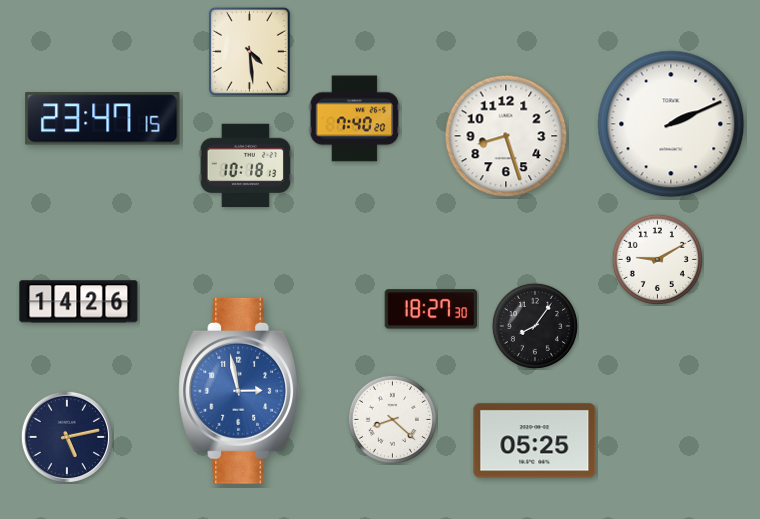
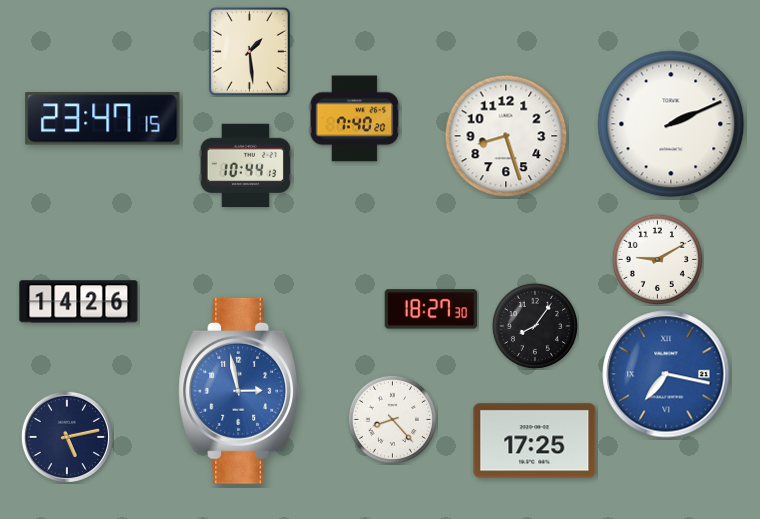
clock at (249, 51): 4:29 -> 1:29
clock at (246, 166): 10:18 -> 10:44
clock at (666, 374): none -> 7:17
clock at (392, 419): 8:22 -> 8:23
clock at (535, 441): 05:25 -> 17:25
